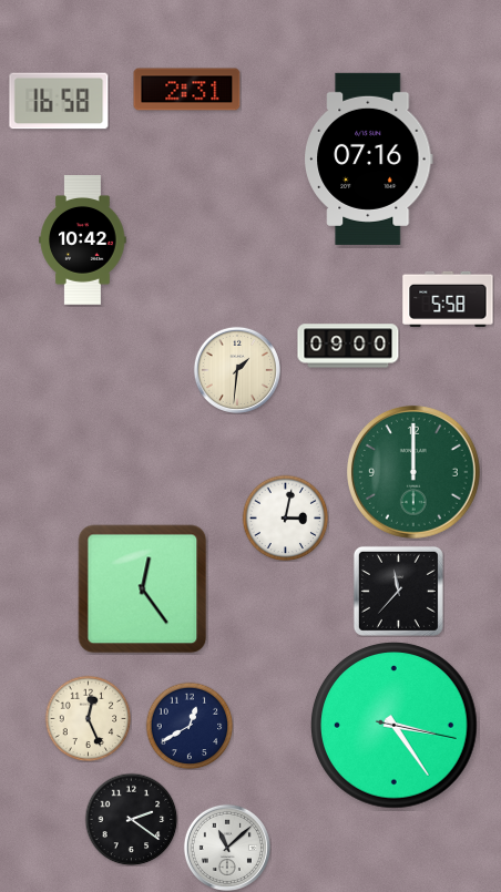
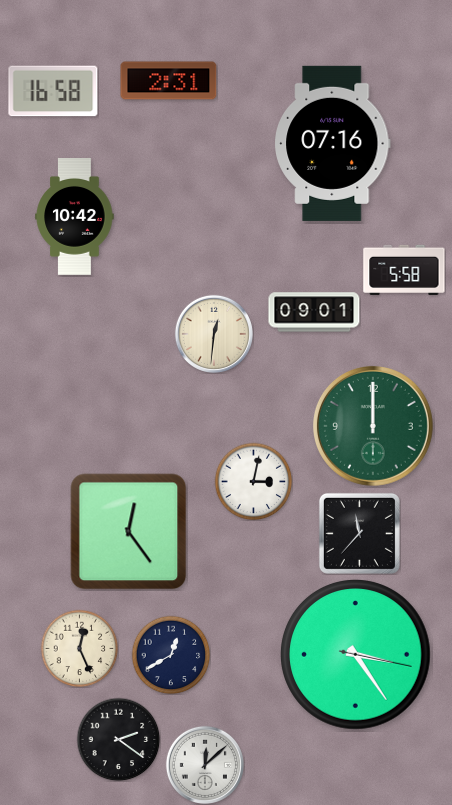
clock at (348, 346): 09:00 -> 09:01
clock at (237, 370): 1:31 -> 12:31
clock at (285, 517) position: (285, 517) -> (253, 481)
clock at (227, 848): 11:08 -> 12:08
